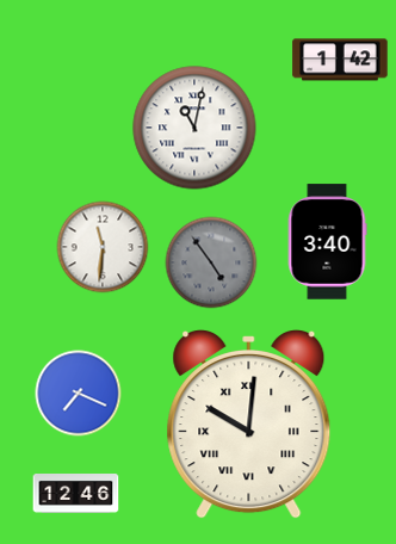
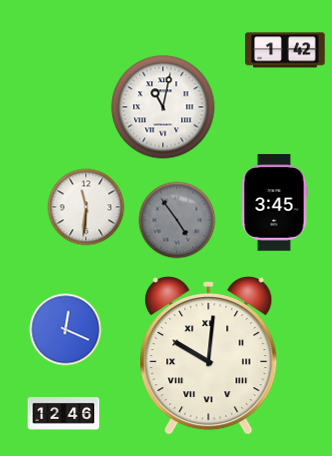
clock at (327, 242): 3:40 -> 3:45
clock at (79, 394): 7:19 -> 12:19
